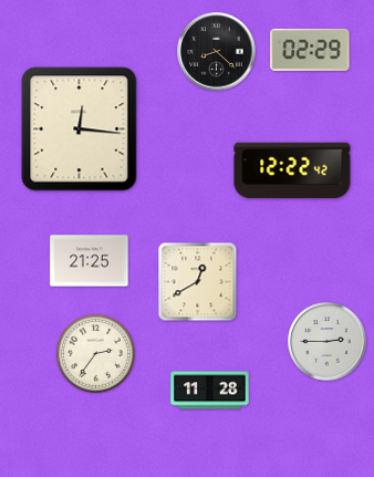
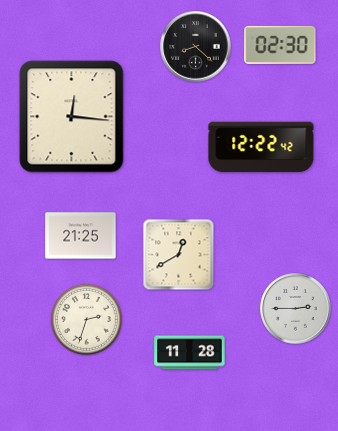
clock at (310, 50): 02:29 -> 02:30
clock at (292, 170) position: (292, 170) -> (261, 147)
clock at (95, 353): 2:36 -> 2:33
